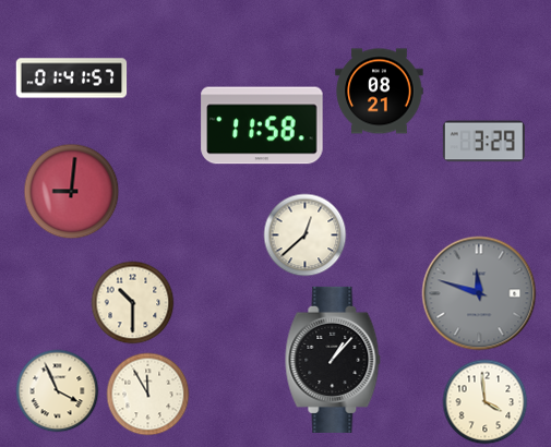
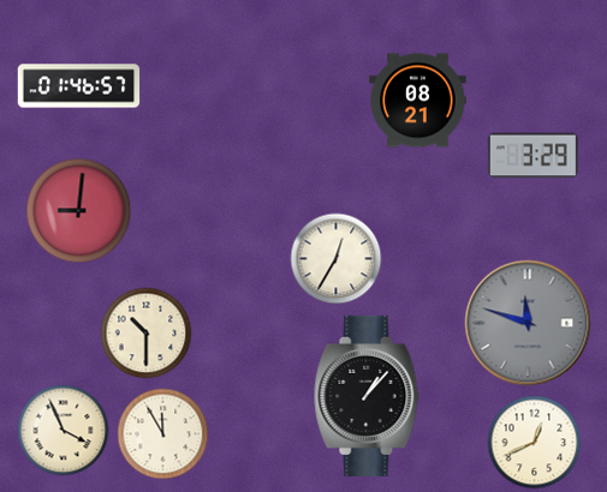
clock at (72, 78): 01:41 -> 01:46
clock at (262, 125): 11:58 -> none
clock at (306, 235): 12:38 -> 12:35
clock at (486, 402): 3:59 -> 12:41
